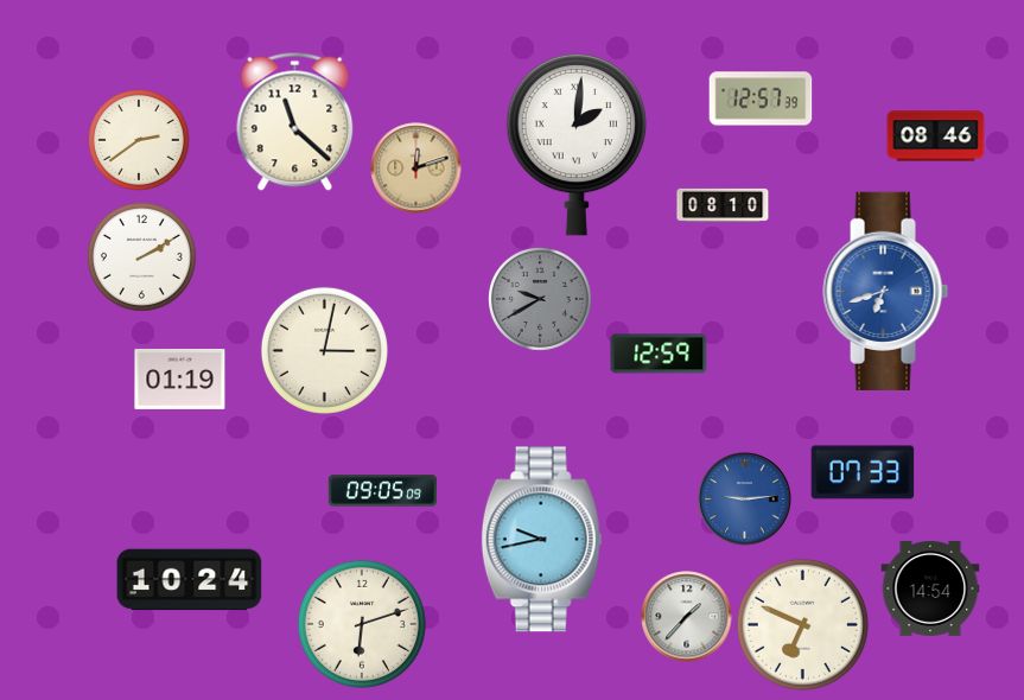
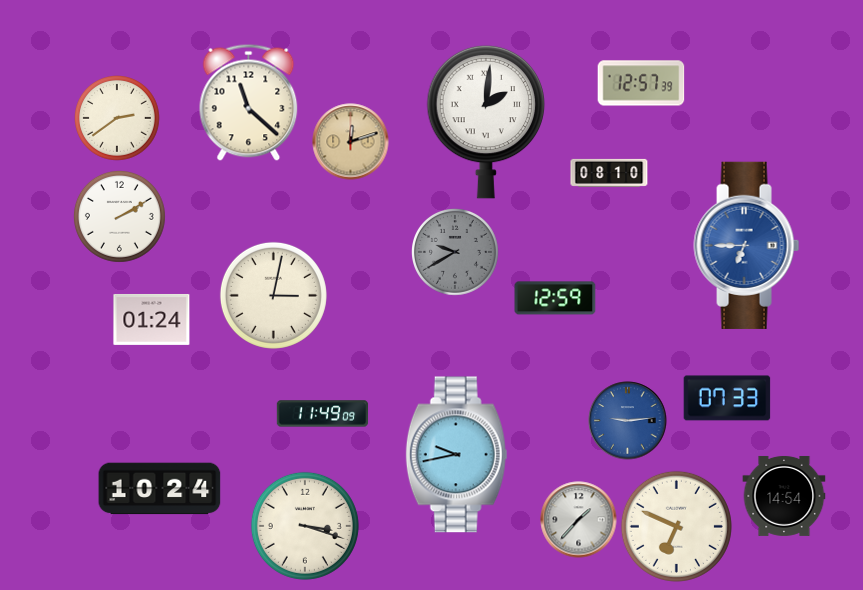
clock at (936, 136): 08:46 -> none
clock at (886, 291): 6:42 -> 6:45
clock at (180, 378): 01:19 -> 01:24
clock at (383, 491): 09:05 -> 11:49
clock at (362, 624): 6:12 -> 3:18
